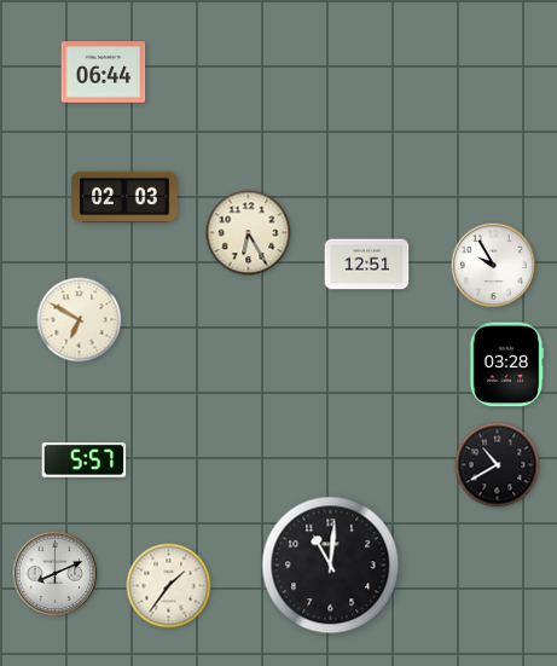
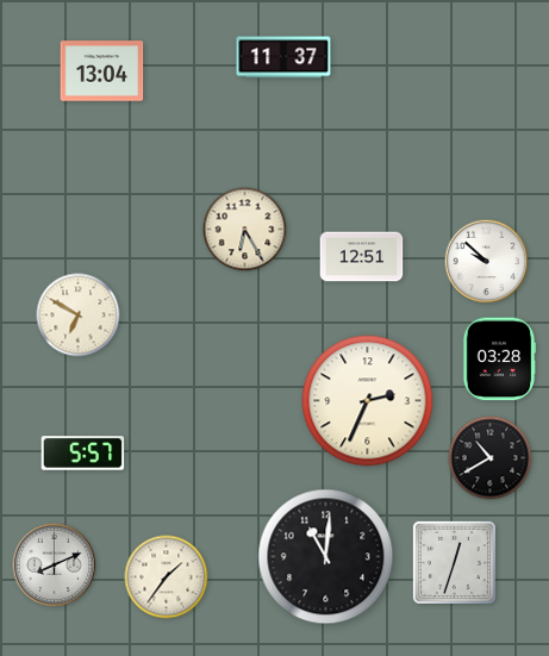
clock at (283, 57): none -> 11:37
clock at (104, 73): 06:44 -> 13:04
clock at (124, 197): 02:03 -> none
clock at (367, 265) position: (367, 265) -> (362, 257)
clock at (494, 266): 9:55 -> 9:52
clock at (368, 401): none -> 2:34
clock at (454, 562): none -> 12:33
